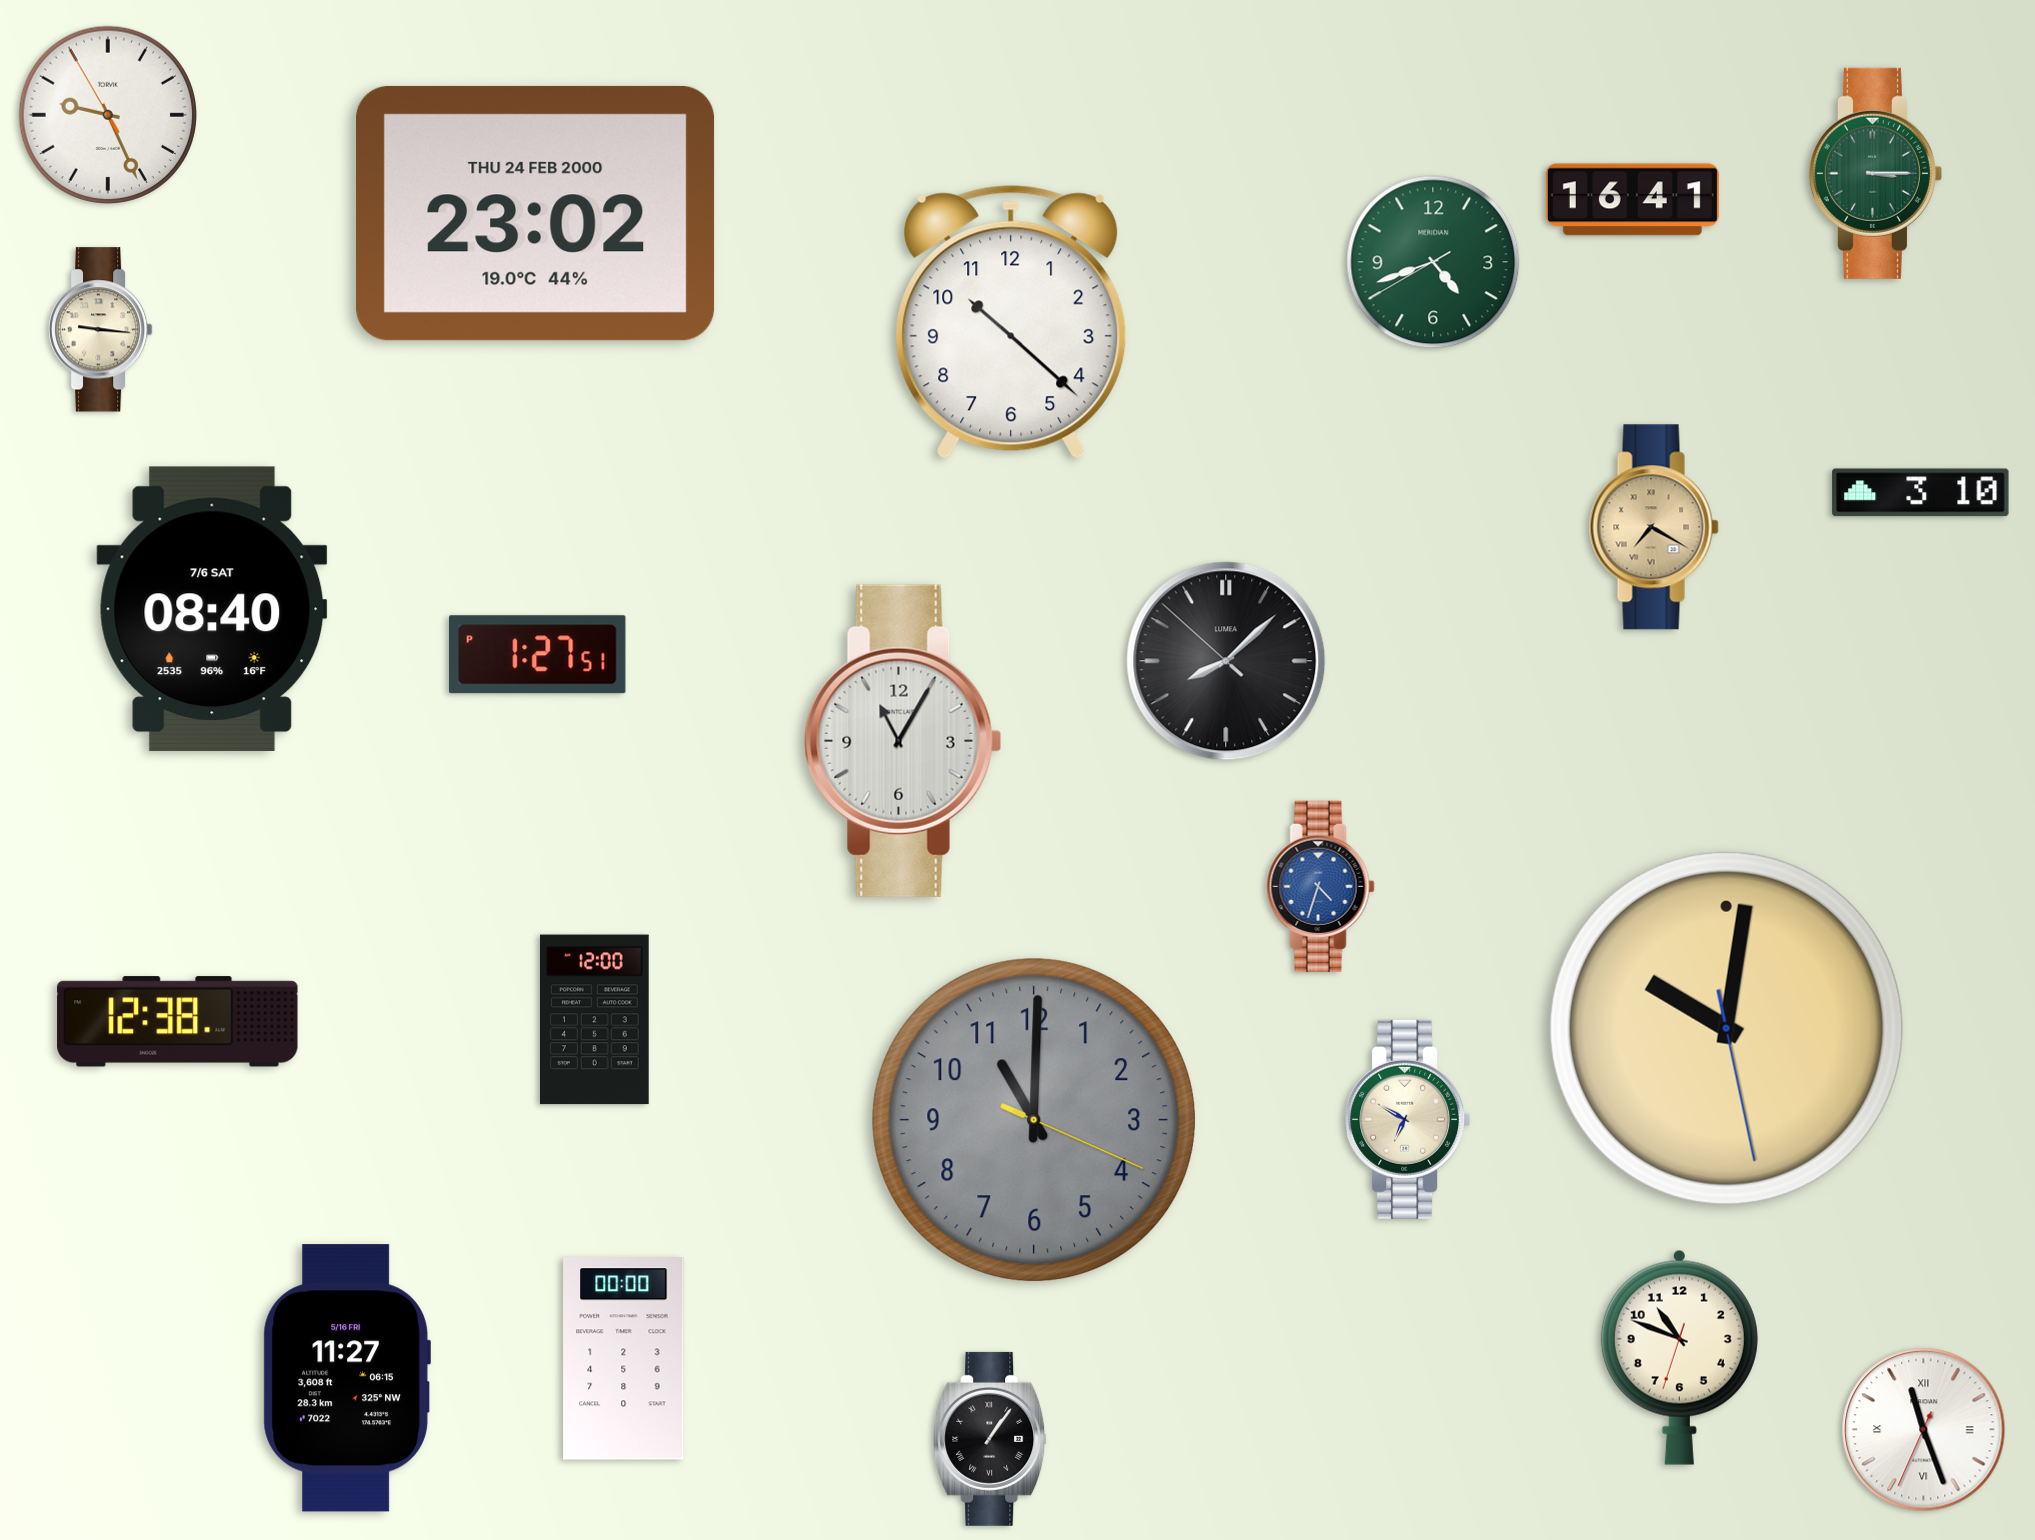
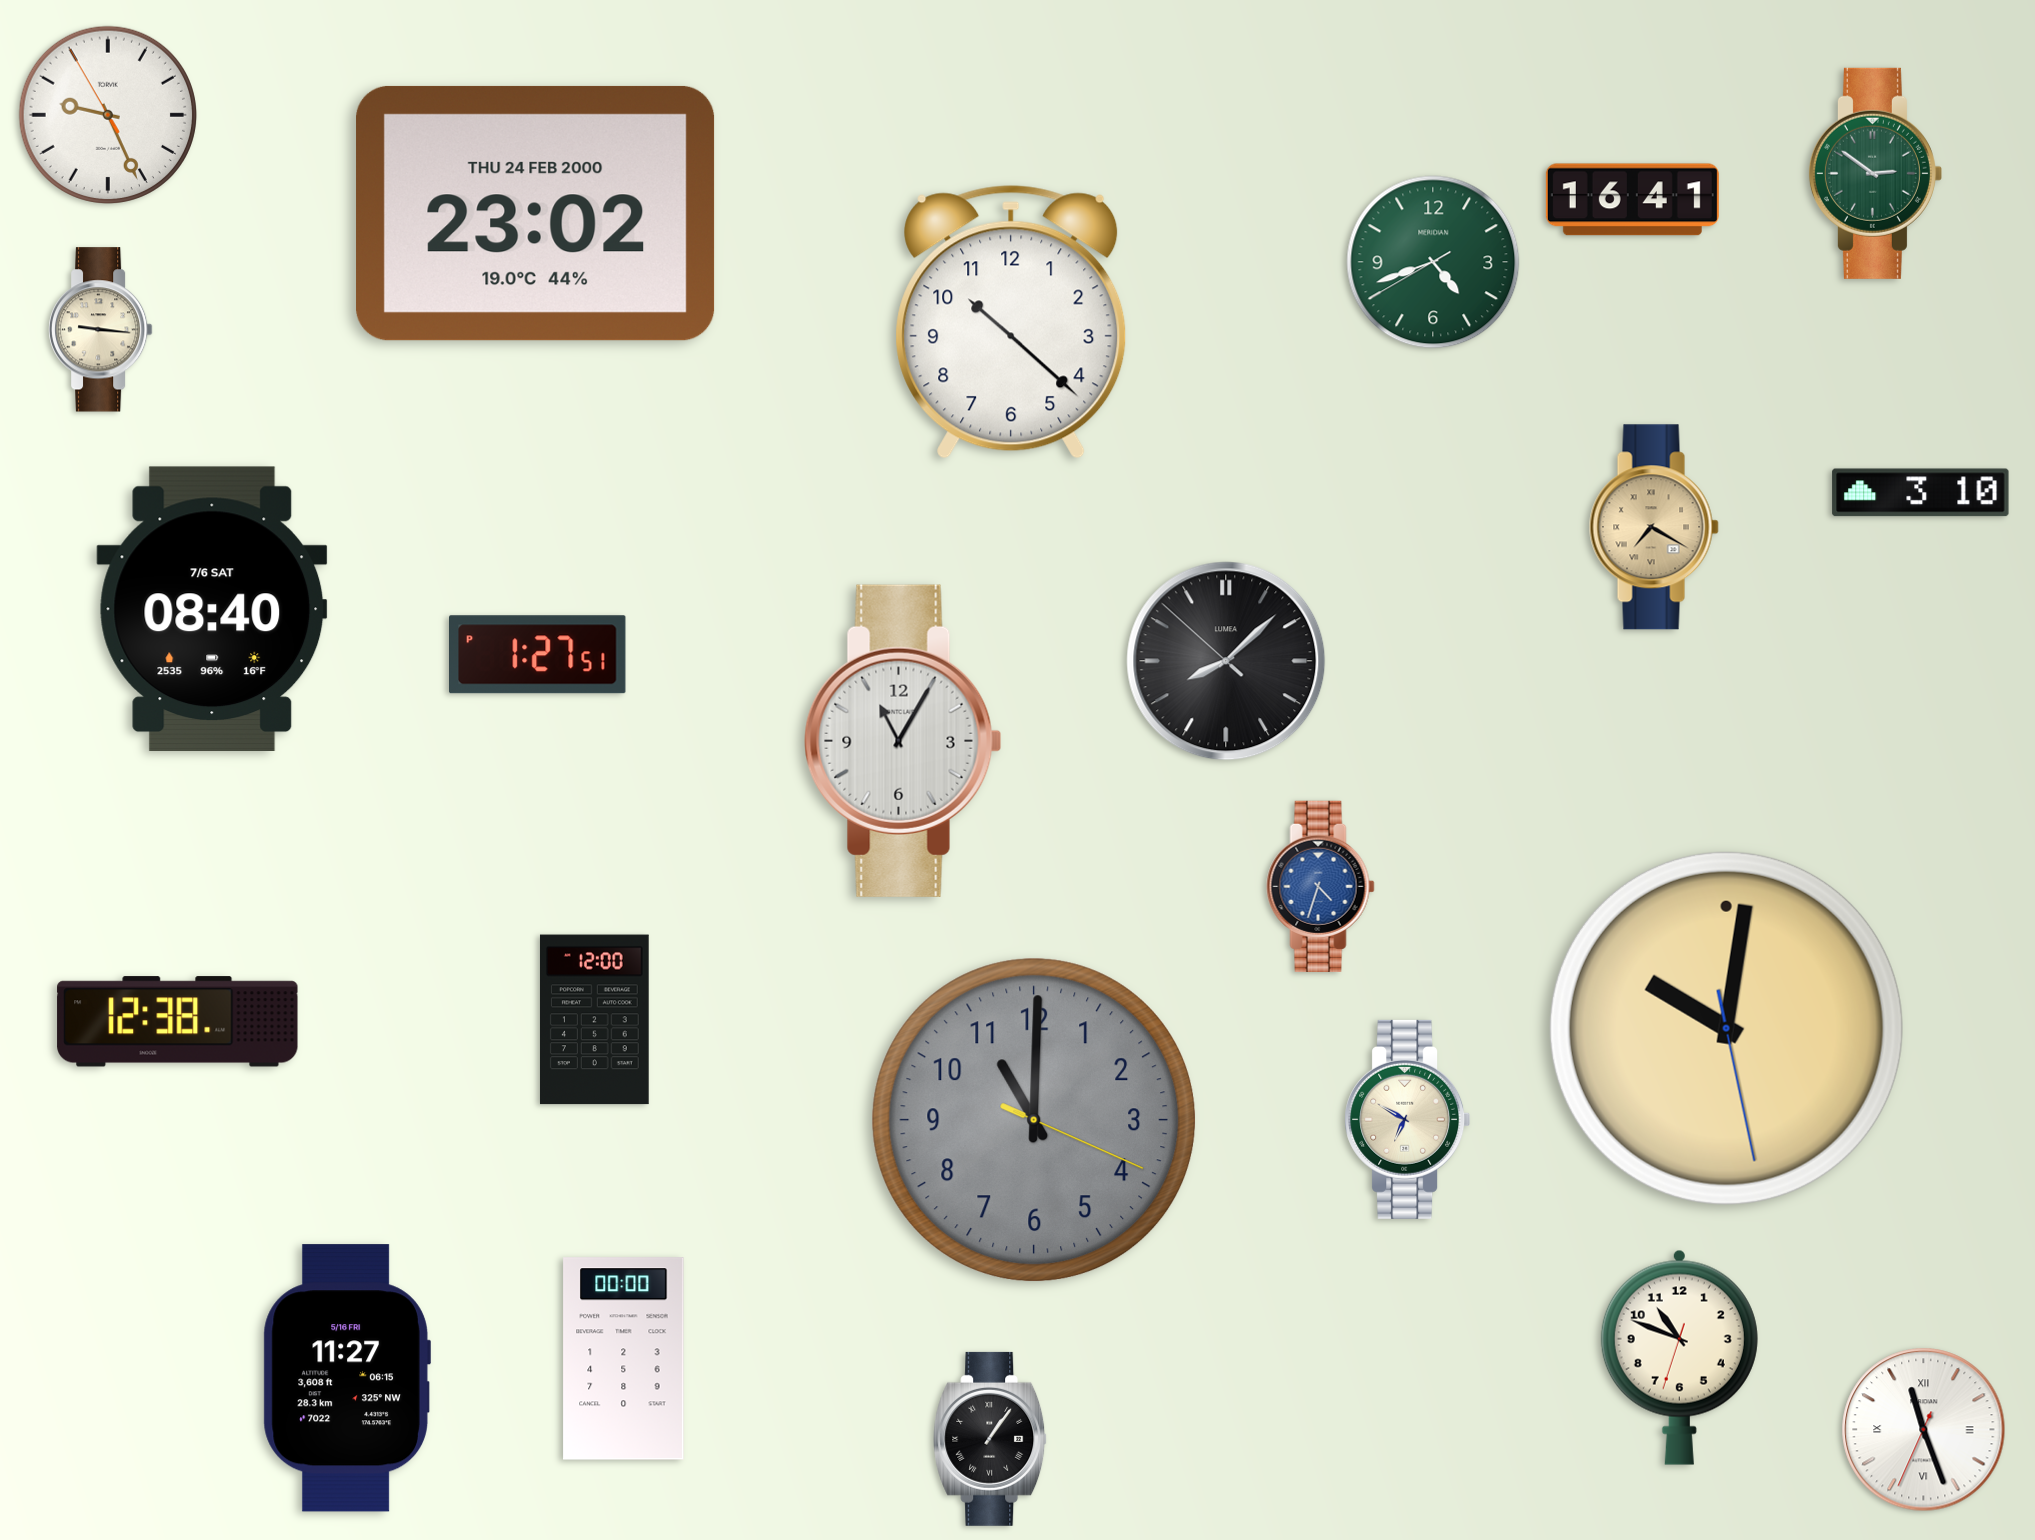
clock at (1875, 173): 3:15 -> 2:51
